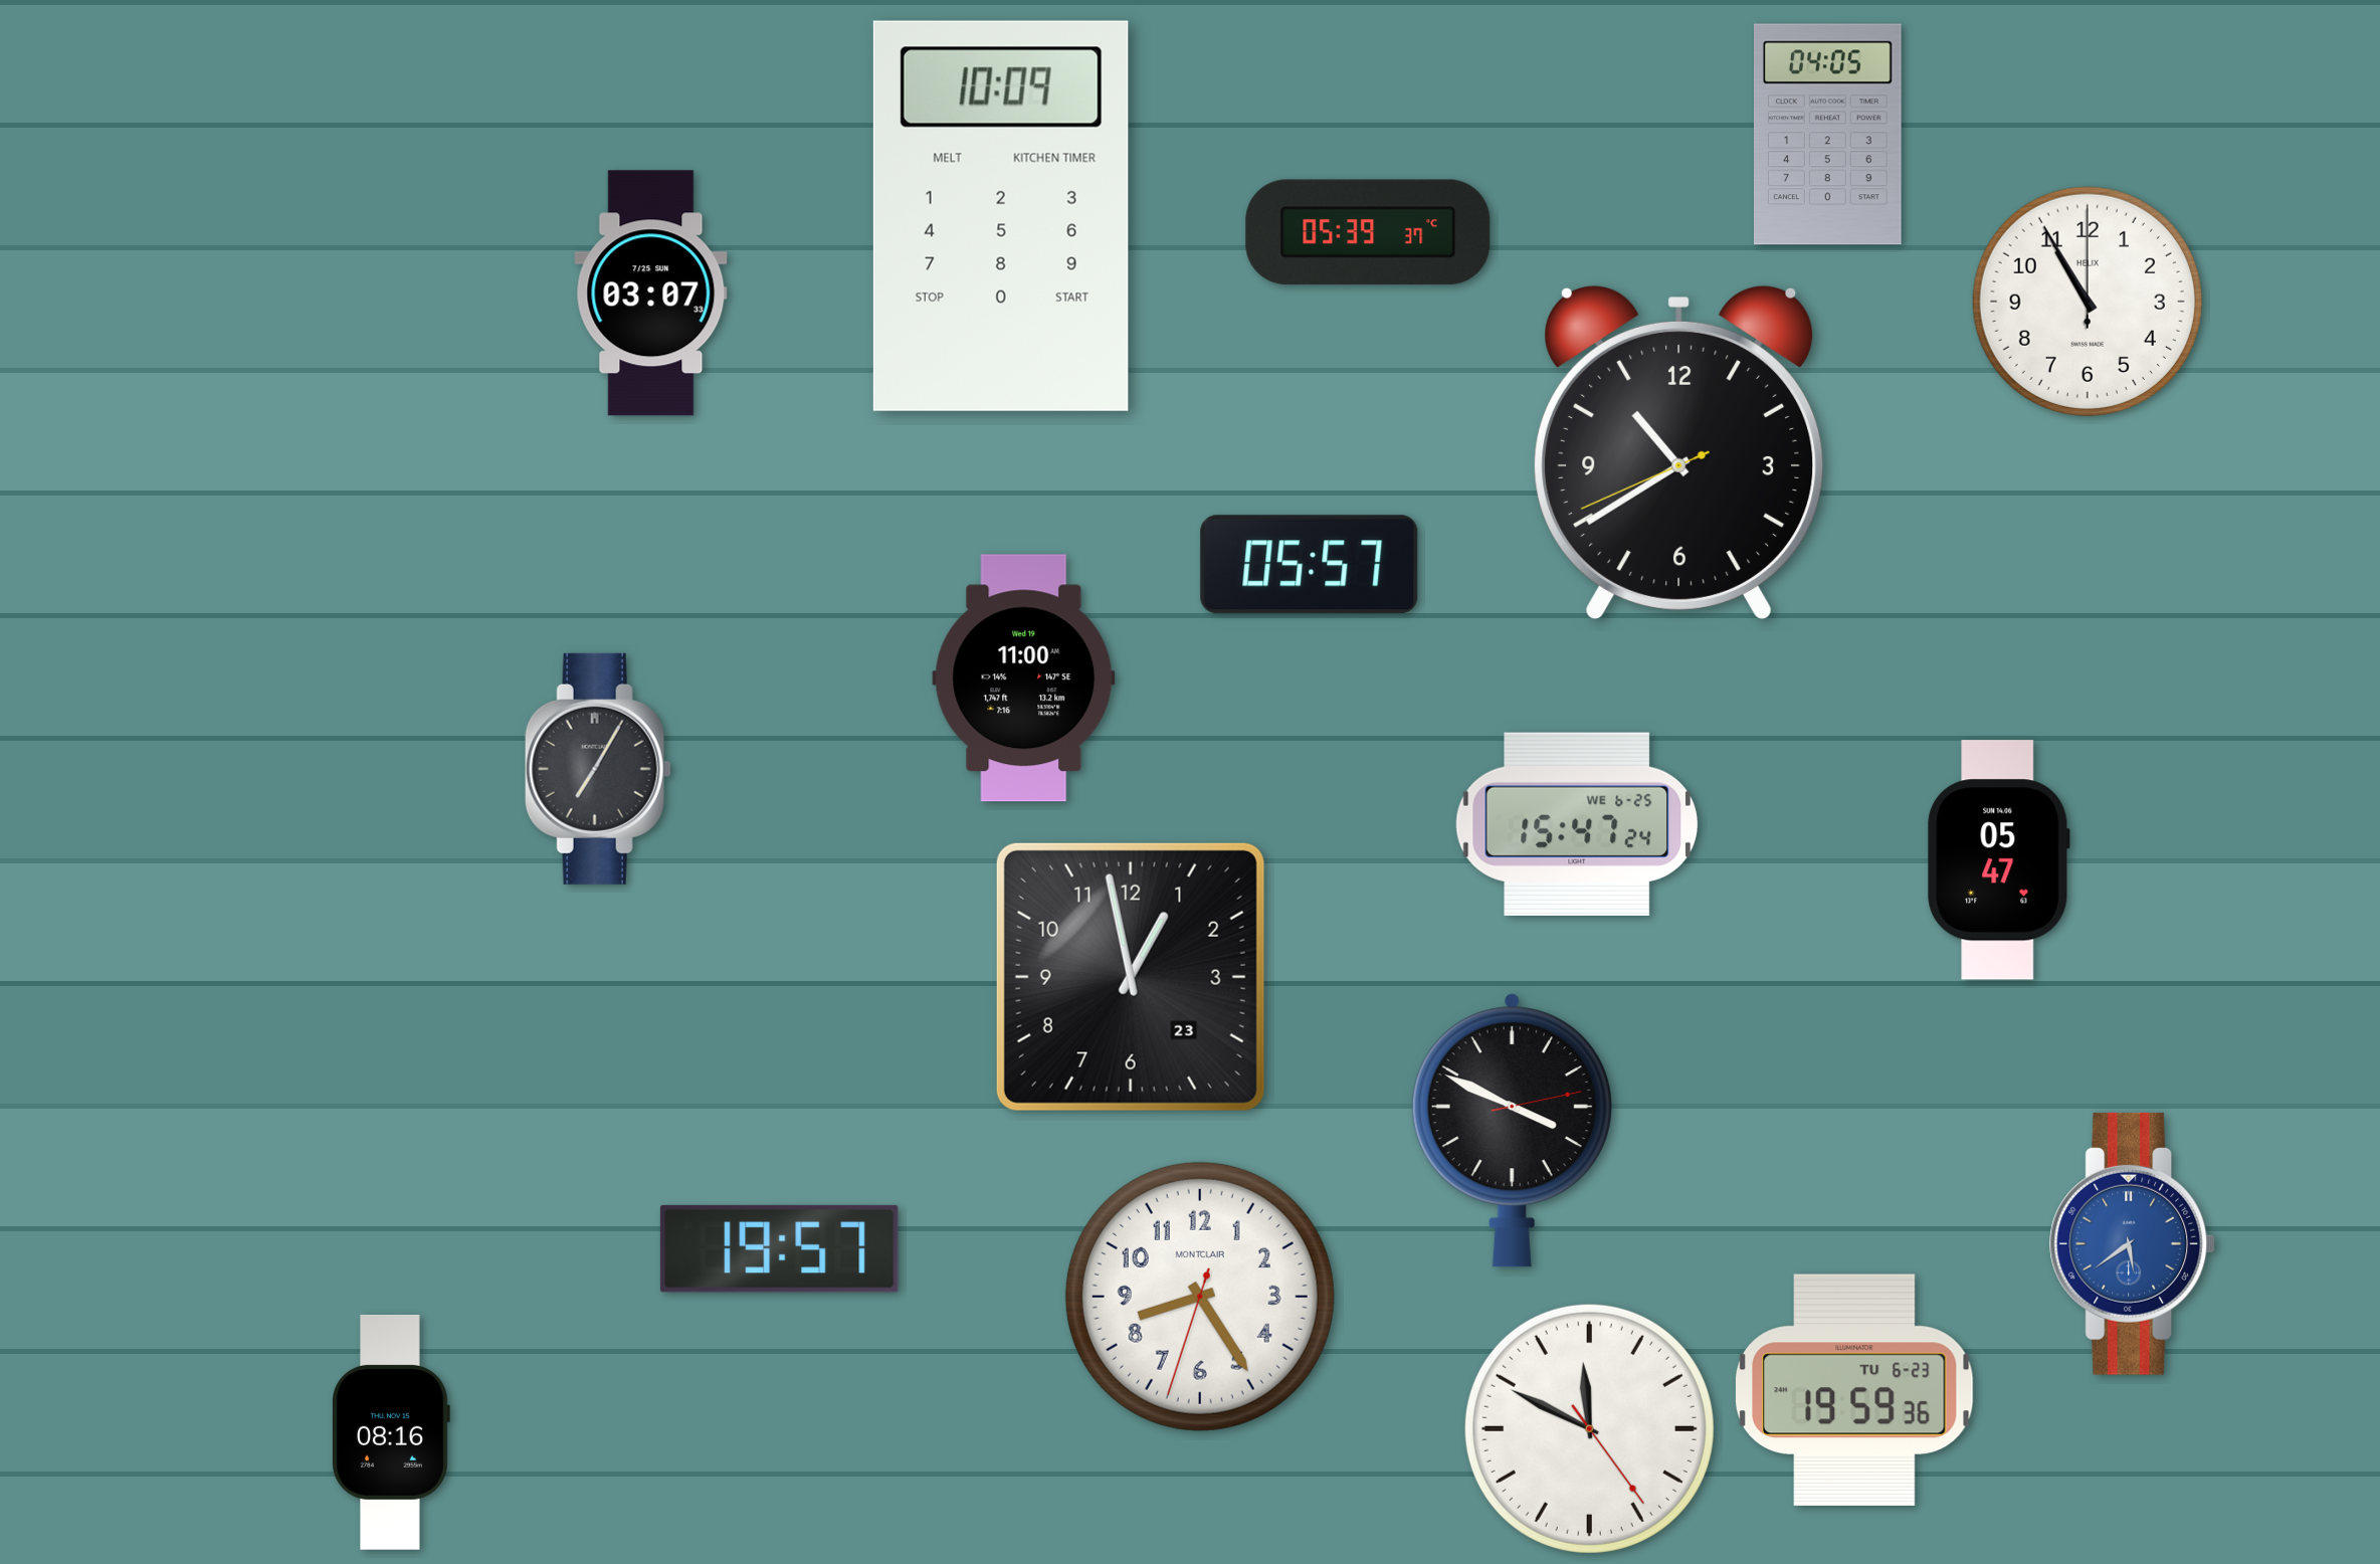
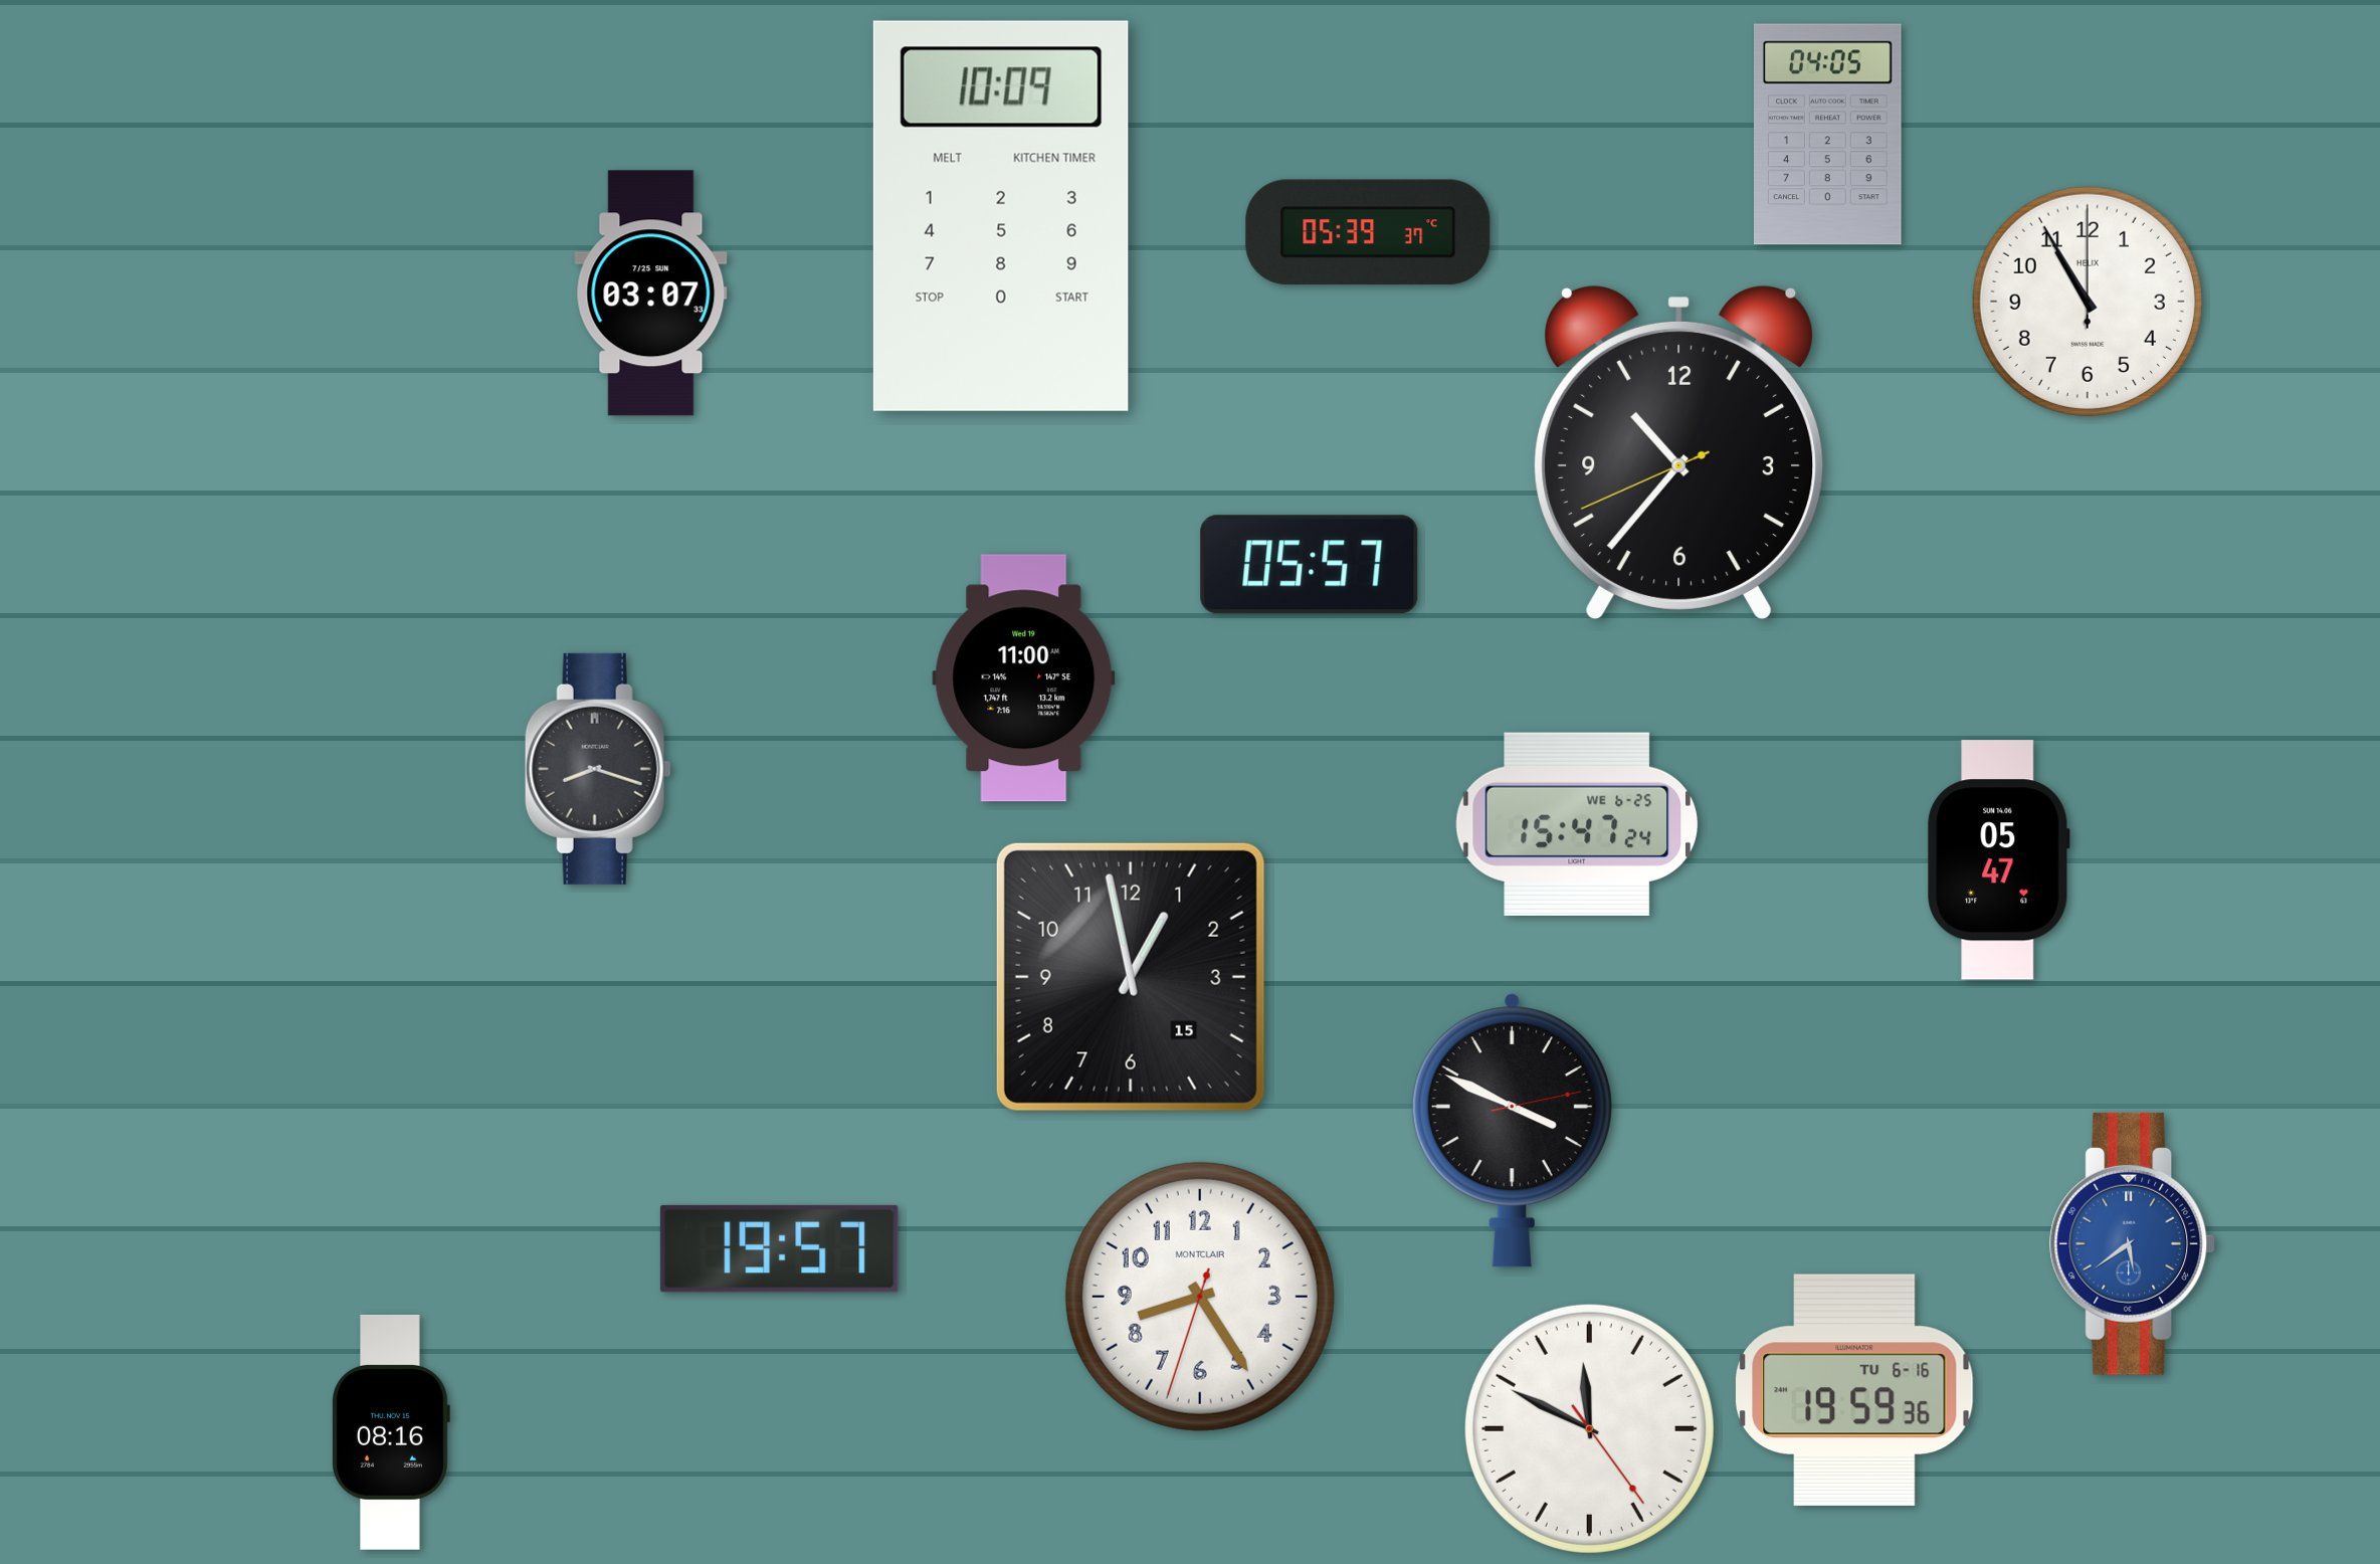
clock at (1679, 452): 10:39 -> 10:36
clock at (598, 769): 7:05 -> 8:18
clock at (1131, 977) date: 23 -> 15
clock at (1854, 1390) date: TU 6-23 -> TU 6-16
